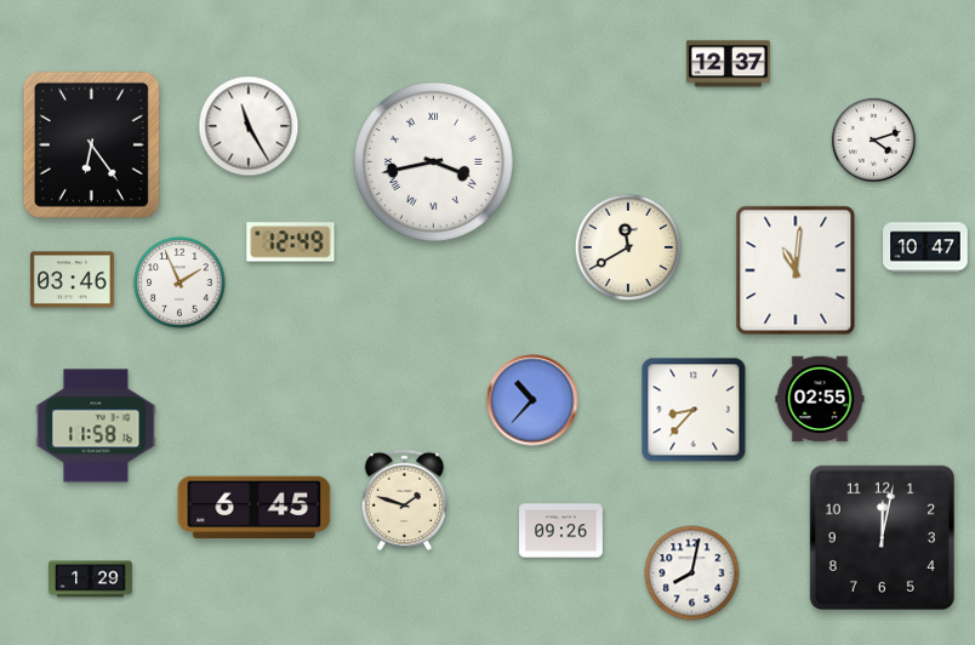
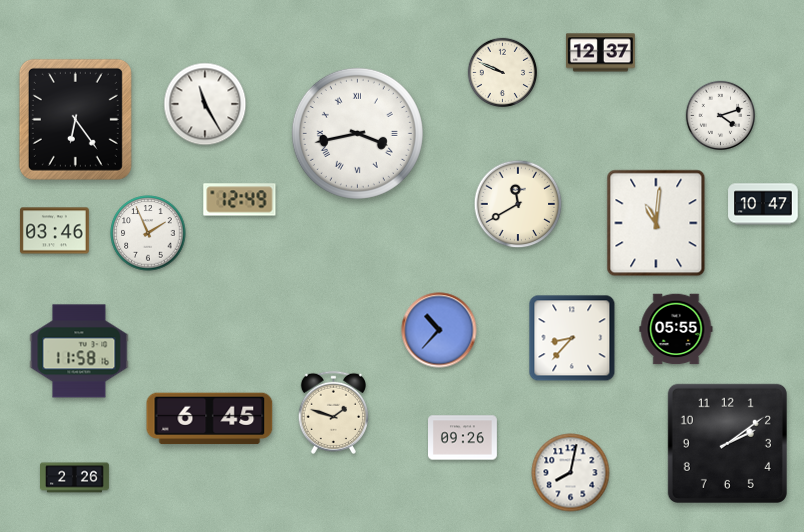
clock at (502, 72): none -> 9:49
clock at (72, 280) position: (72, 280) -> (54, 231)
clock at (820, 399): 02:55 -> 05:55
clock at (882, 537): 12:02 -> 2:09
clock at (91, 580): 1:29 -> 2:26
